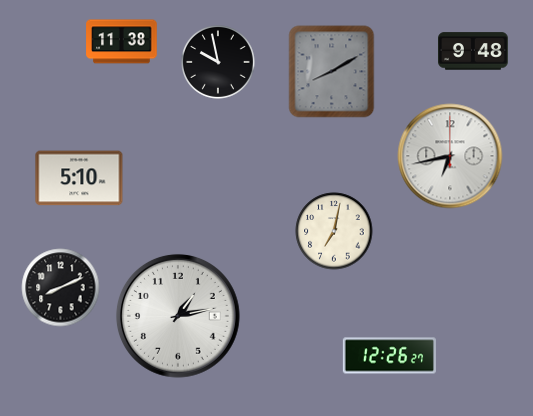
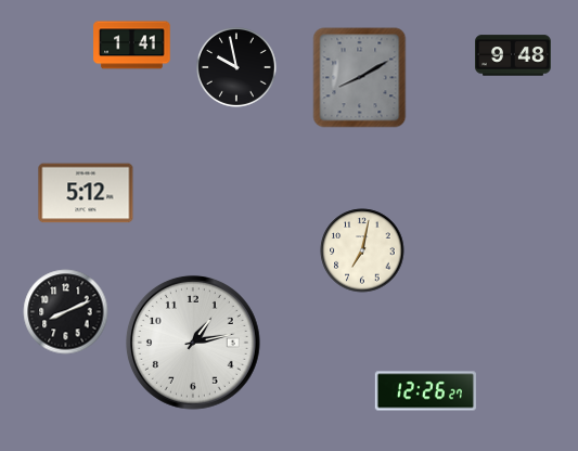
clock at (122, 42): 11:38 -> 1:41
clock at (450, 156): 6:43 -> none
clock at (79, 178): 5:10 -> 5:12
clock at (389, 356) position: (389, 356) -> (425, 391)
